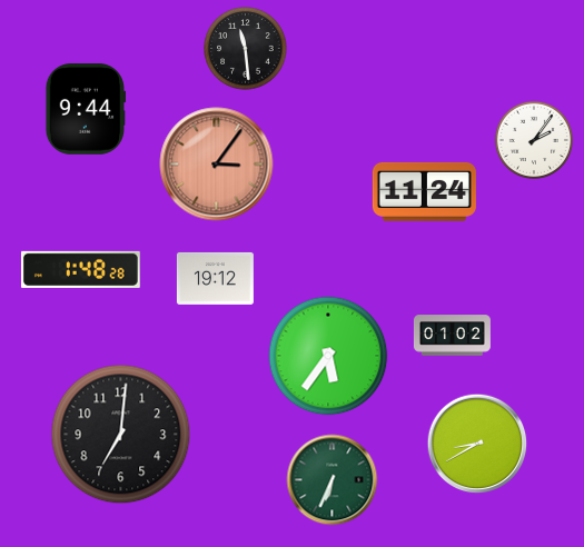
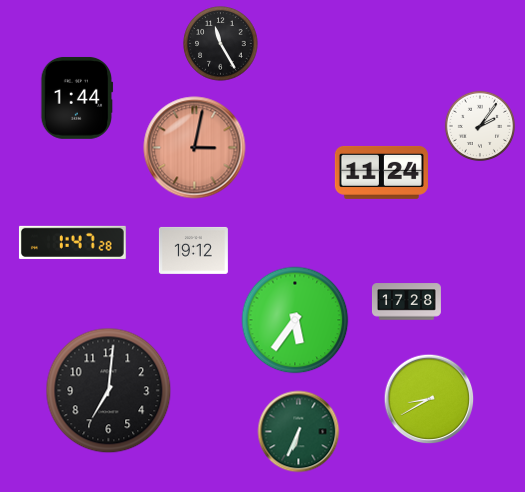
clock at (246, 49): 11:29 -> 11:25
clock at (86, 109): 9:44 -> 1:44
clock at (217, 165): 3:06 -> 3:02
clock at (80, 269): 1:48 -> 1:47
clock at (452, 336): 01:02 -> 17:28
